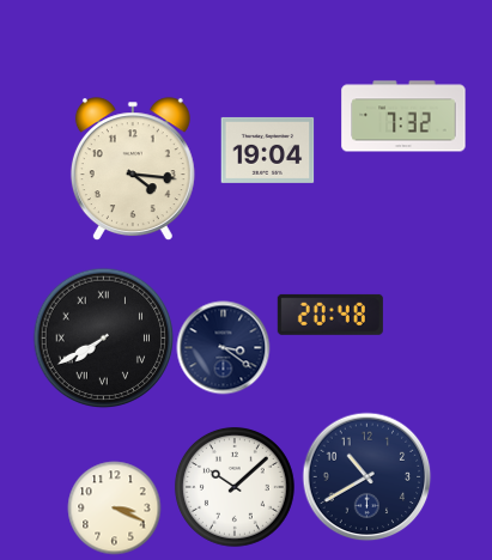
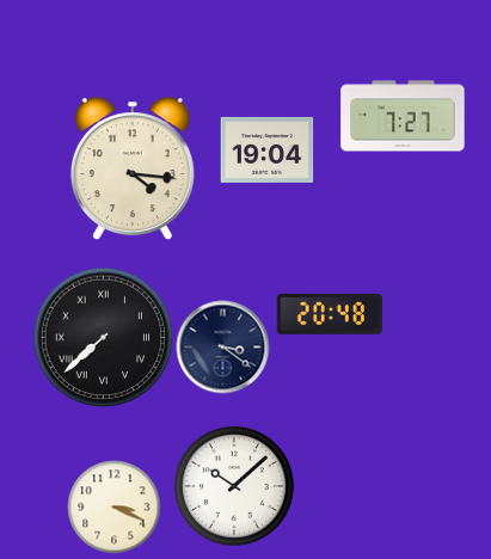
clock at (403, 116): 7:32 -> 7:27
clock at (103, 337): 7:40 -> 7:38
clock at (366, 476): 10:40 -> none
